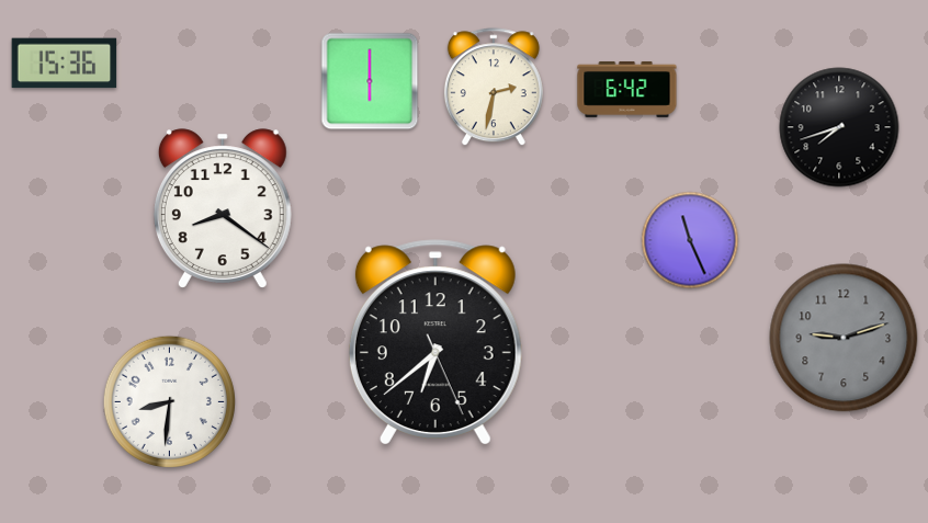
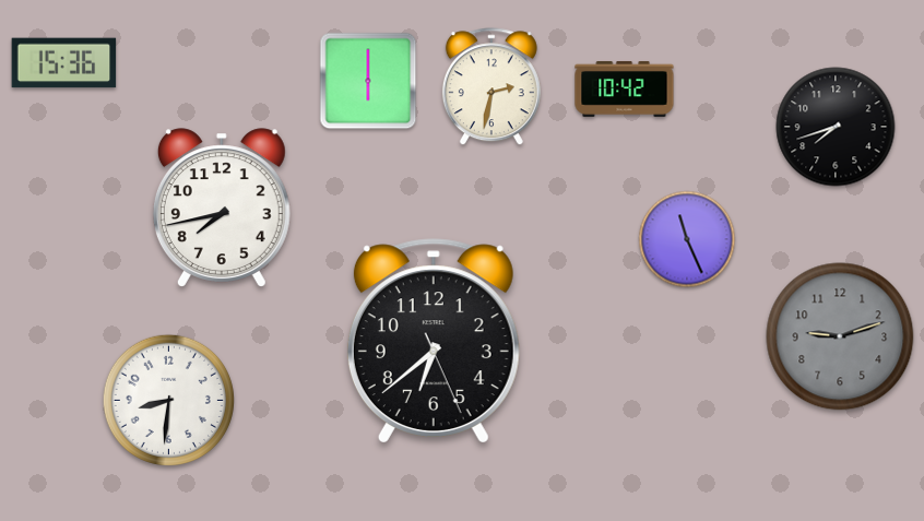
clock at (627, 89): 6:42 -> 10:42
clock at (223, 208): 8:21 -> 7:43
